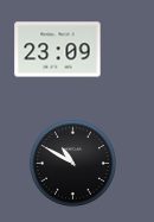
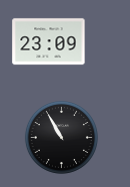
clock at (72, 163): 10:50 -> 10:55
